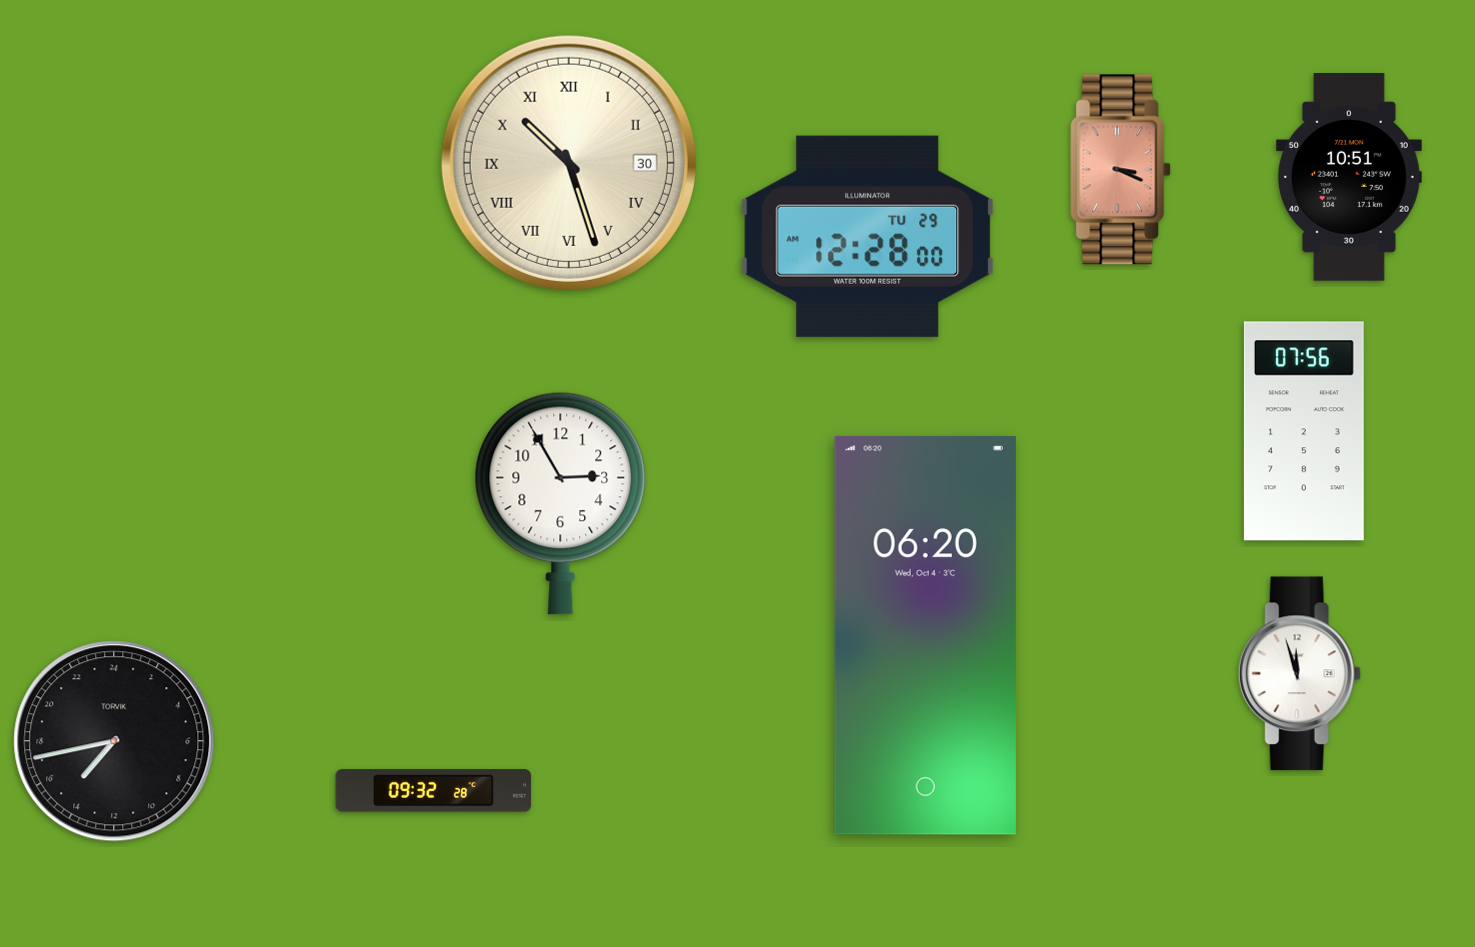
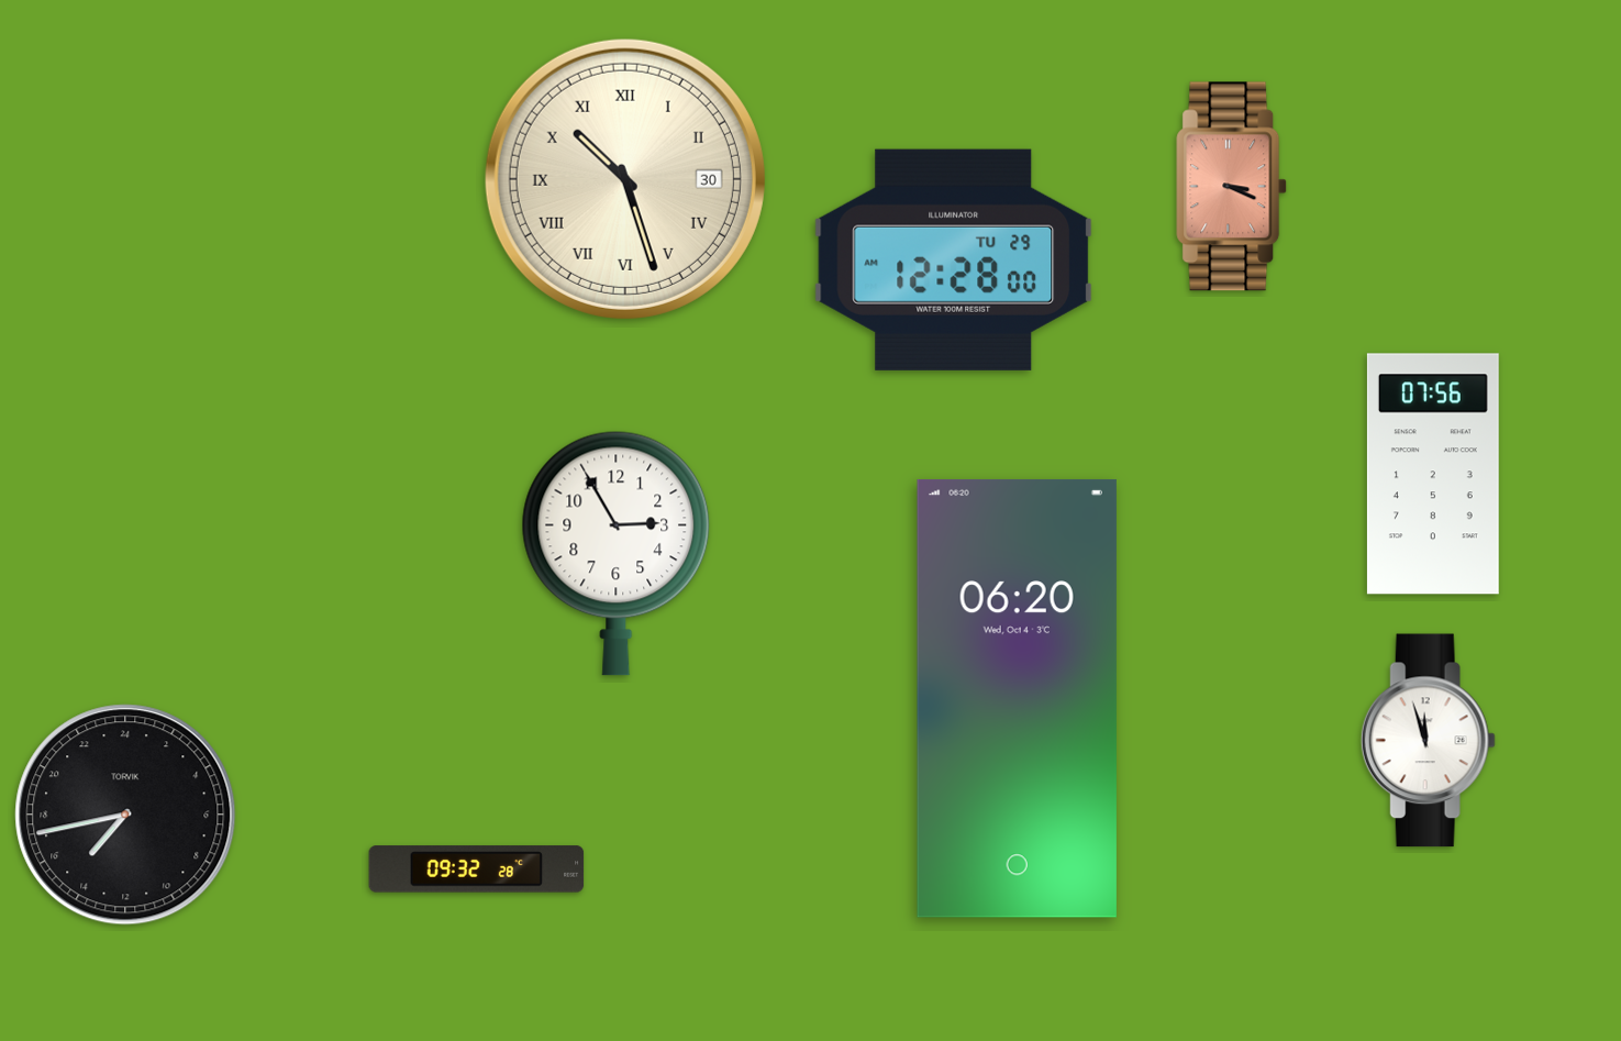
clock at (1349, 178): 10:51 -> none
